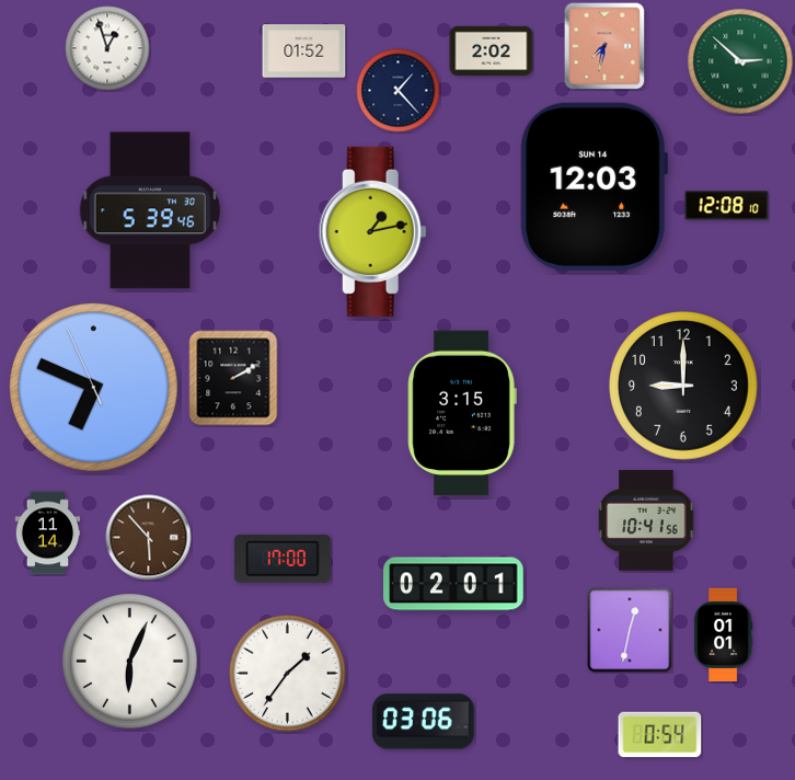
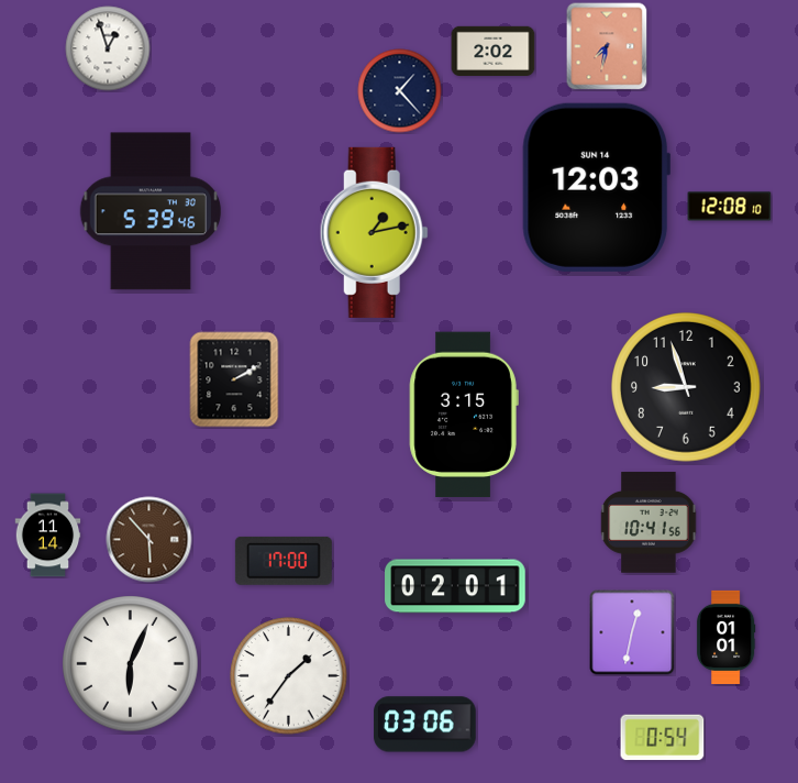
clock at (304, 51): 01:52 -> none
clock at (740, 61): 2:52 -> none
clock at (683, 386): 9:00 -> 8:57
clock at (93, 387): 6:48 -> none
